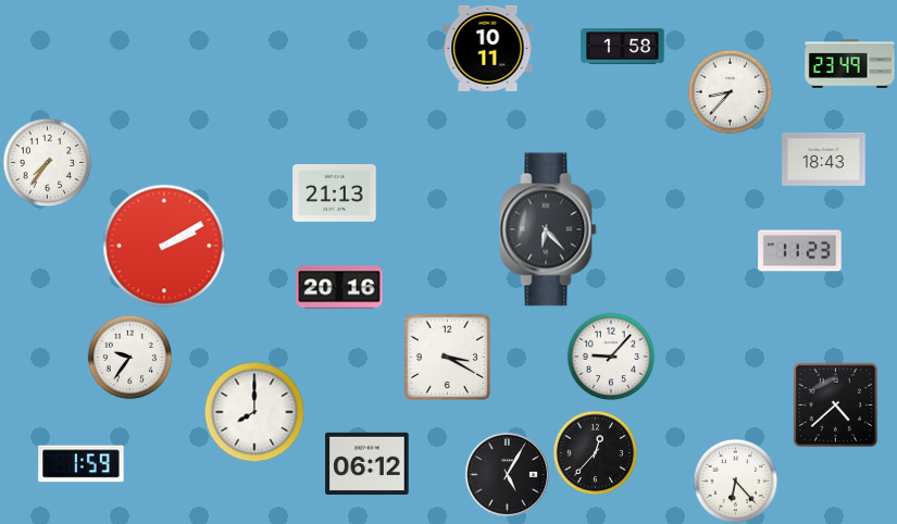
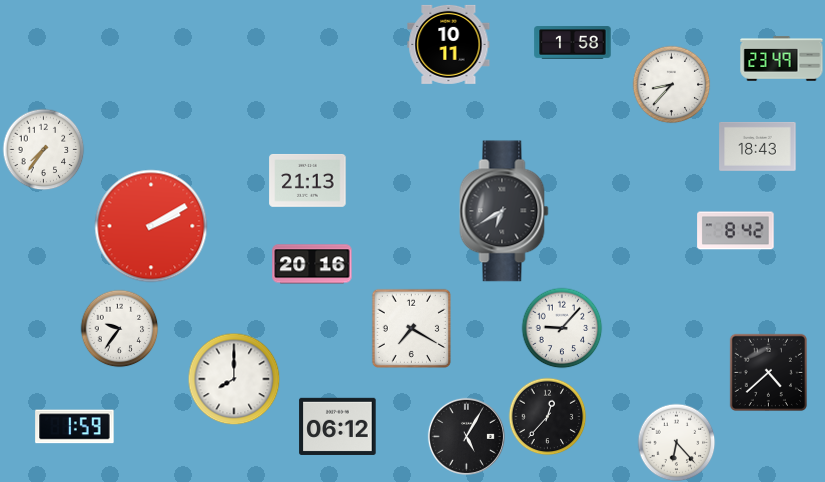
clock at (335, 192) position: (335, 192) -> (308, 180)
clock at (548, 229): 6:23 -> 6:40
clock at (800, 251): 11:23 -> 8:42
clock at (447, 357): 3:20 -> 7:20
